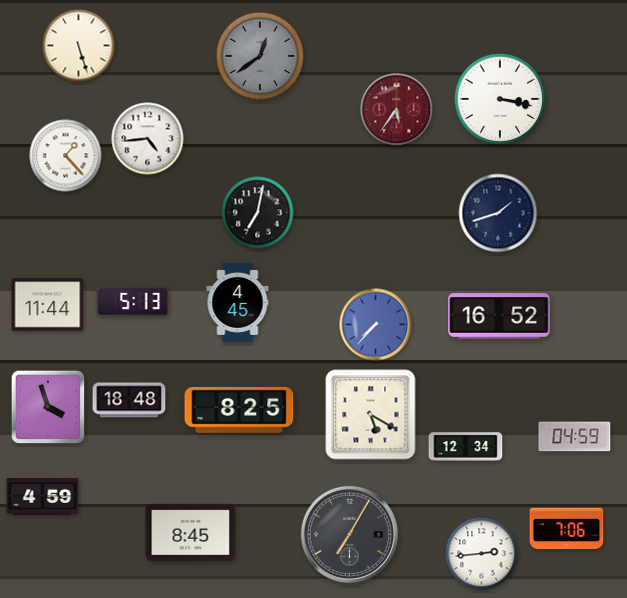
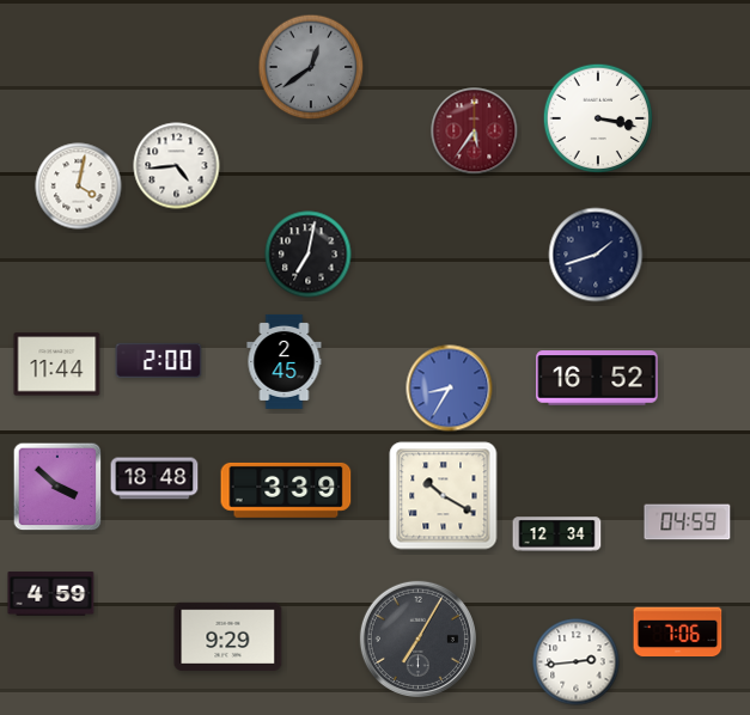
clock at (79, 46): 5:27 -> none
clock at (66, 156): 1:23 -> 4:02
clock at (133, 301): 5:13 -> 2:00
clock at (238, 302): 4:45 -> 2:45
clock at (376, 325): 7:37 -> 8:35
clock at (48, 407): 3:57 -> 3:52
clock at (239, 410): 8:25 -> 3:39
clock at (371, 415): 5:20 -> 10:20
clock at (191, 532): 8:45 -> 9:29
